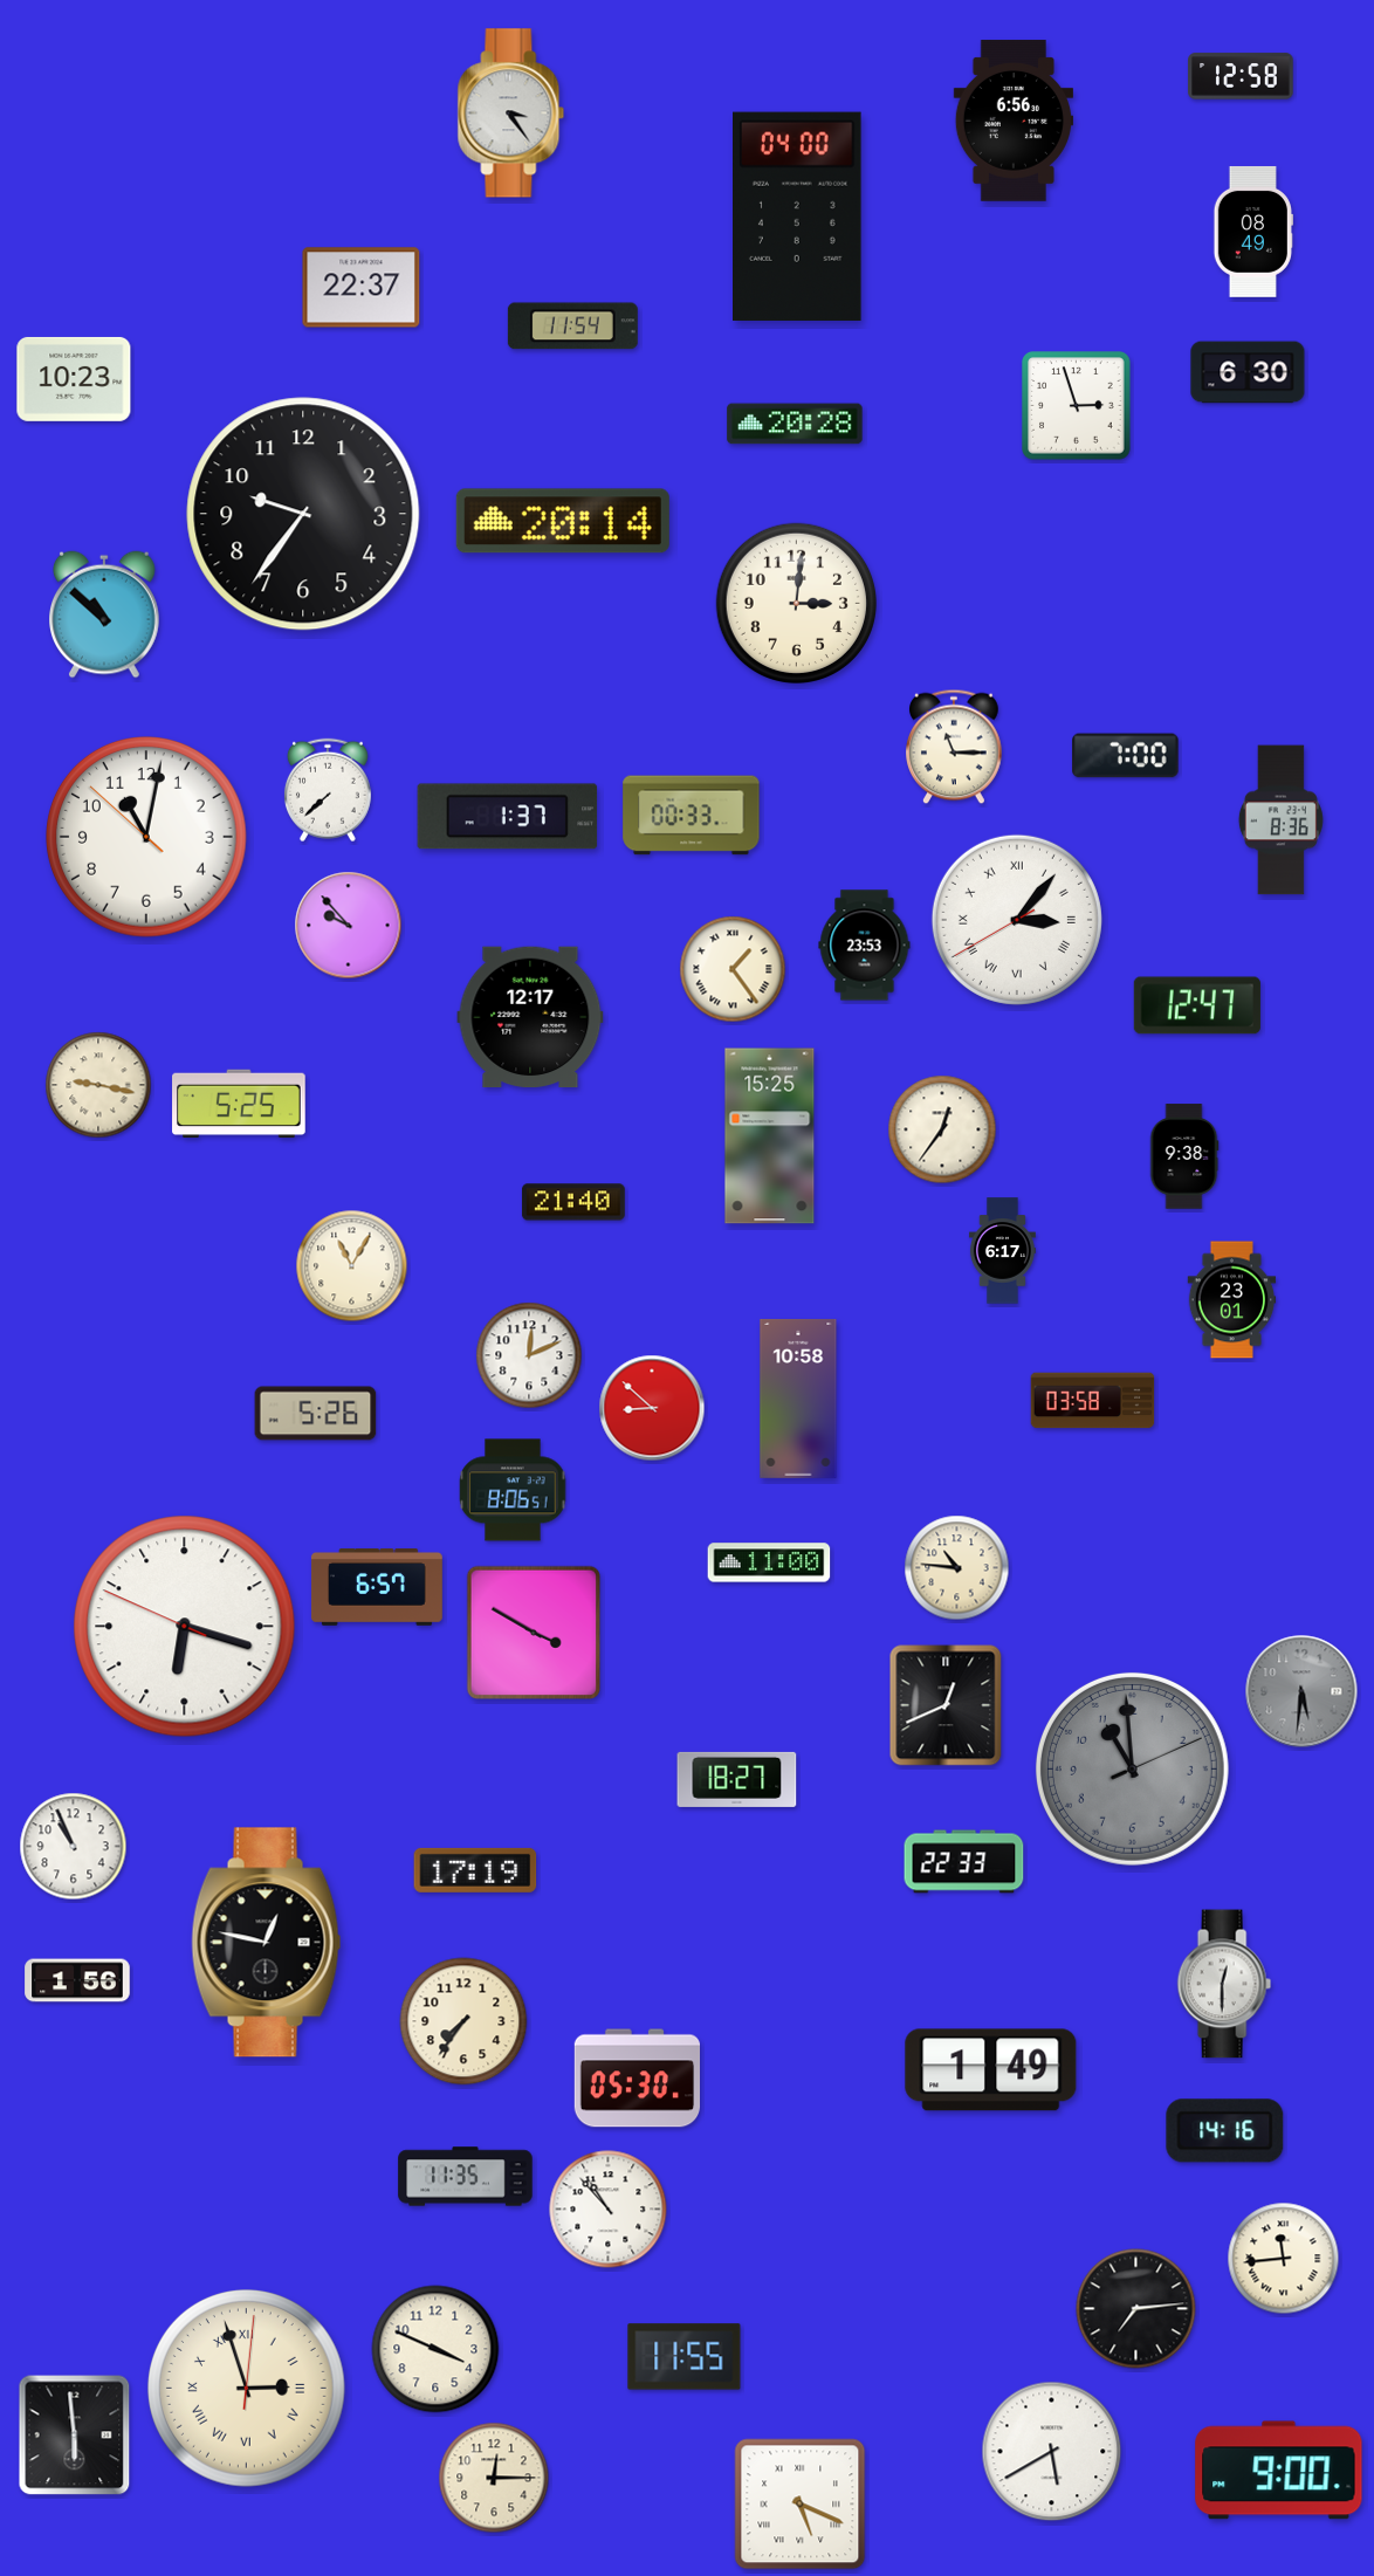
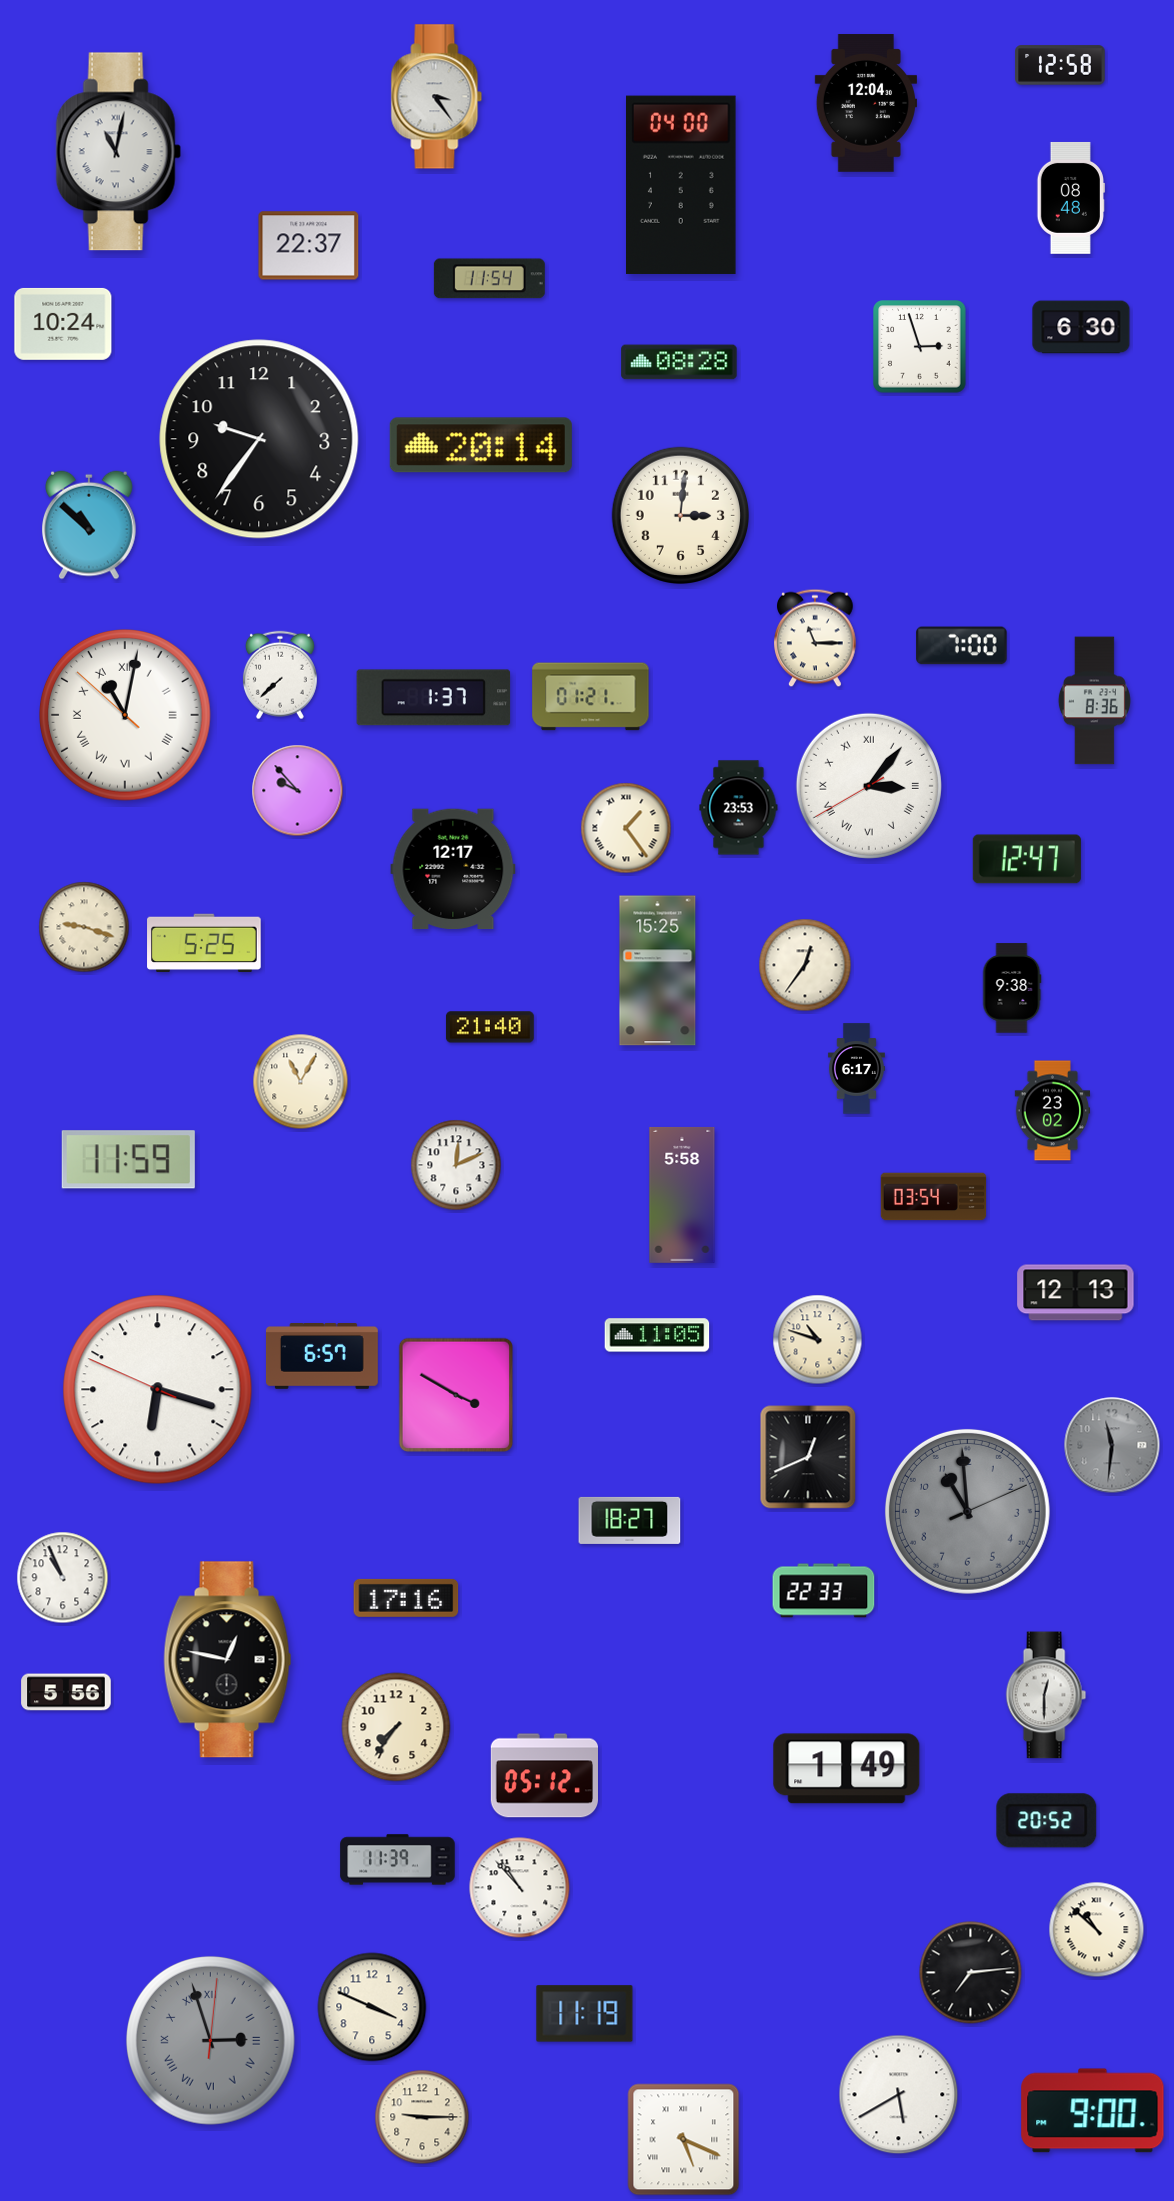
clock at (1012, 121): 6:56 -> 12:04
clock at (118, 152): none -> 11:02
clock at (1253, 232): 08:49 -> 08:48
clock at (1248, 372) position: (1248, 372) -> (1081, 327)
clock at (74, 379): 10:23 -> 10:24
clock at (795, 424): 20:28 -> 08:28
clock at (692, 816): 00:33 -> 01:21
clock at (147, 838) numerals: Arabic -> Roman
clock at (1197, 1005) position: (1197, 1005) -> (1027, 859)
clock at (98, 1085): 9:17 -> 9:18
clock at (1232, 1300): 23:01 -> 23:02
clock at (529, 1355) position: (529, 1355) -> (456, 1165)
clock at (128, 1160): none -> 11:59
clock at (798, 1399): 10:58 -> 5:58
clock at (1093, 1401): 03:58 -> 03:54
clock at (652, 1408): 8:52 -> none
clock at (316, 1414): 5:26 -> none
clock at (513, 1490): 8:06 -> none
clock at (1076, 1293): none -> 12:13
clock at (769, 1562): 11:00 -> 11:05
clock at (957, 1568): 10:46 -> 10:48
clock at (1301, 1691): 5:31 -> 11:31
clock at (475, 1870): 17:19 -> 17:16
clock at (77, 1980): 1:56 -> 5:56
clock at (637, 2079): 05:30 -> 05:12
clock at (1225, 2131): 14:16 -> 20:52
clock at (466, 2177): 11:35 -> 11:39
clock at (1284, 2259): 11:44 -> 10:52
clock at (685, 2357): 11:55 -> 11:19
clock at (246, 2388) dial: cream -> grey
clock at (75, 2436): 5:59 -> none
clock at (494, 2478): 12:15 -> 9:15
